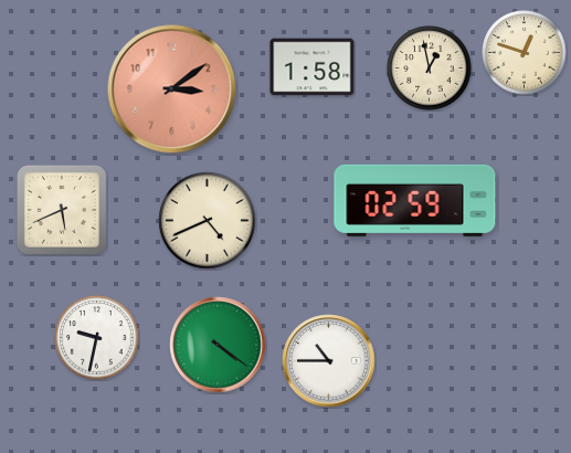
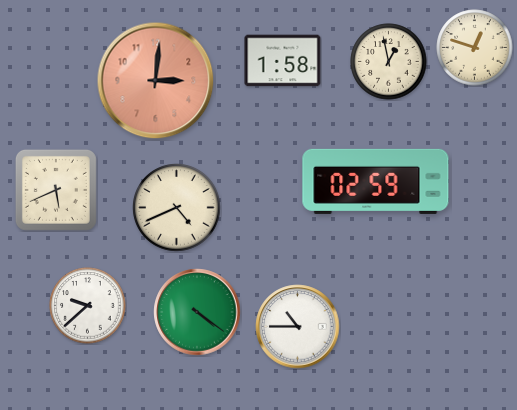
clock at (172, 89): 3:09 -> 3:01
clock at (208, 221) position: (208, 221) -> (177, 208)
clock at (97, 338): 9:32 -> 9:38
